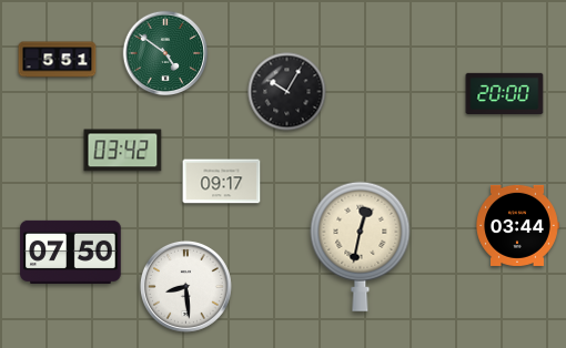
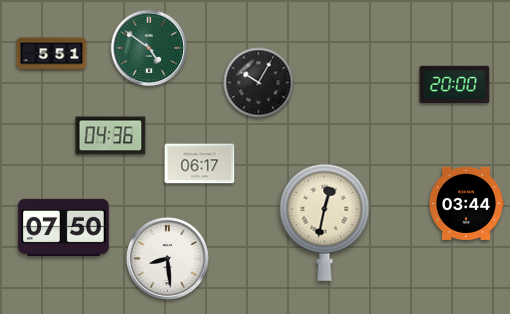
clock at (123, 151): 03:42 -> 04:36
clock at (222, 182): 09:17 -> 06:17
